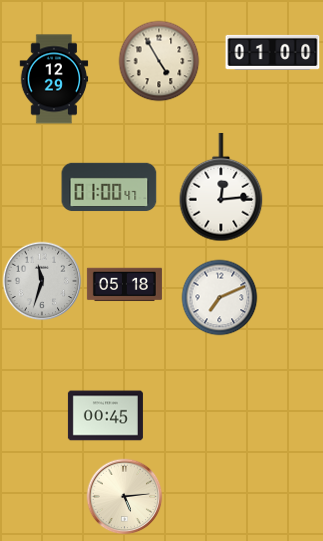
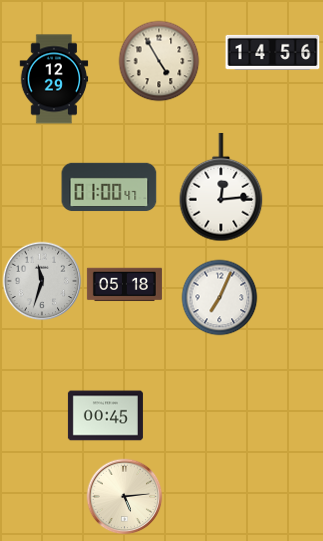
clock at (273, 52): 01:00 -> 14:56
clock at (220, 298): 7:11 -> 7:04
